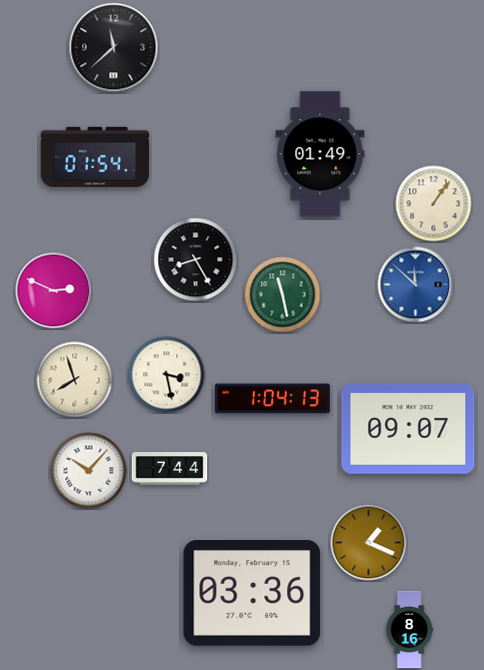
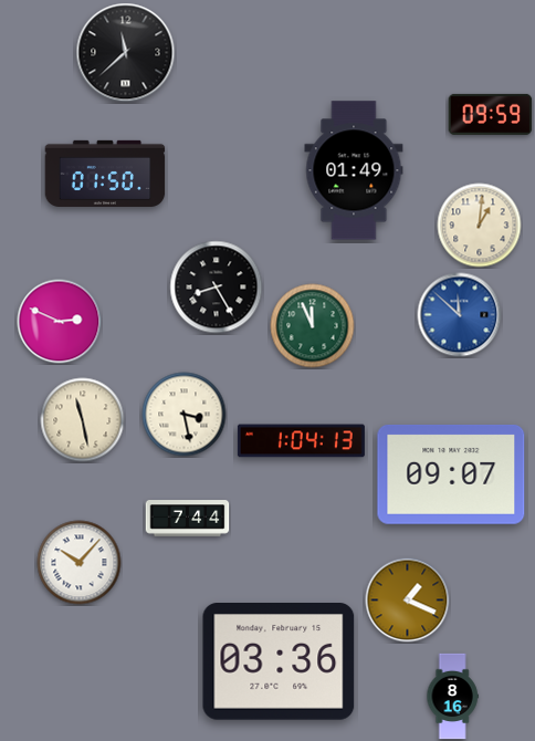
clock at (491, 114): none -> 09:59
clock at (95, 157): 01:54 -> 01:50
clock at (434, 204): 1:06 -> 1:01
clock at (283, 295): 11:28 -> 11:56
clock at (75, 380): 7:57 -> 11:28
clock at (89, 471) position: (89, 471) -> (80, 563)
clock at (252, 594) position: (252, 594) -> (279, 662)
